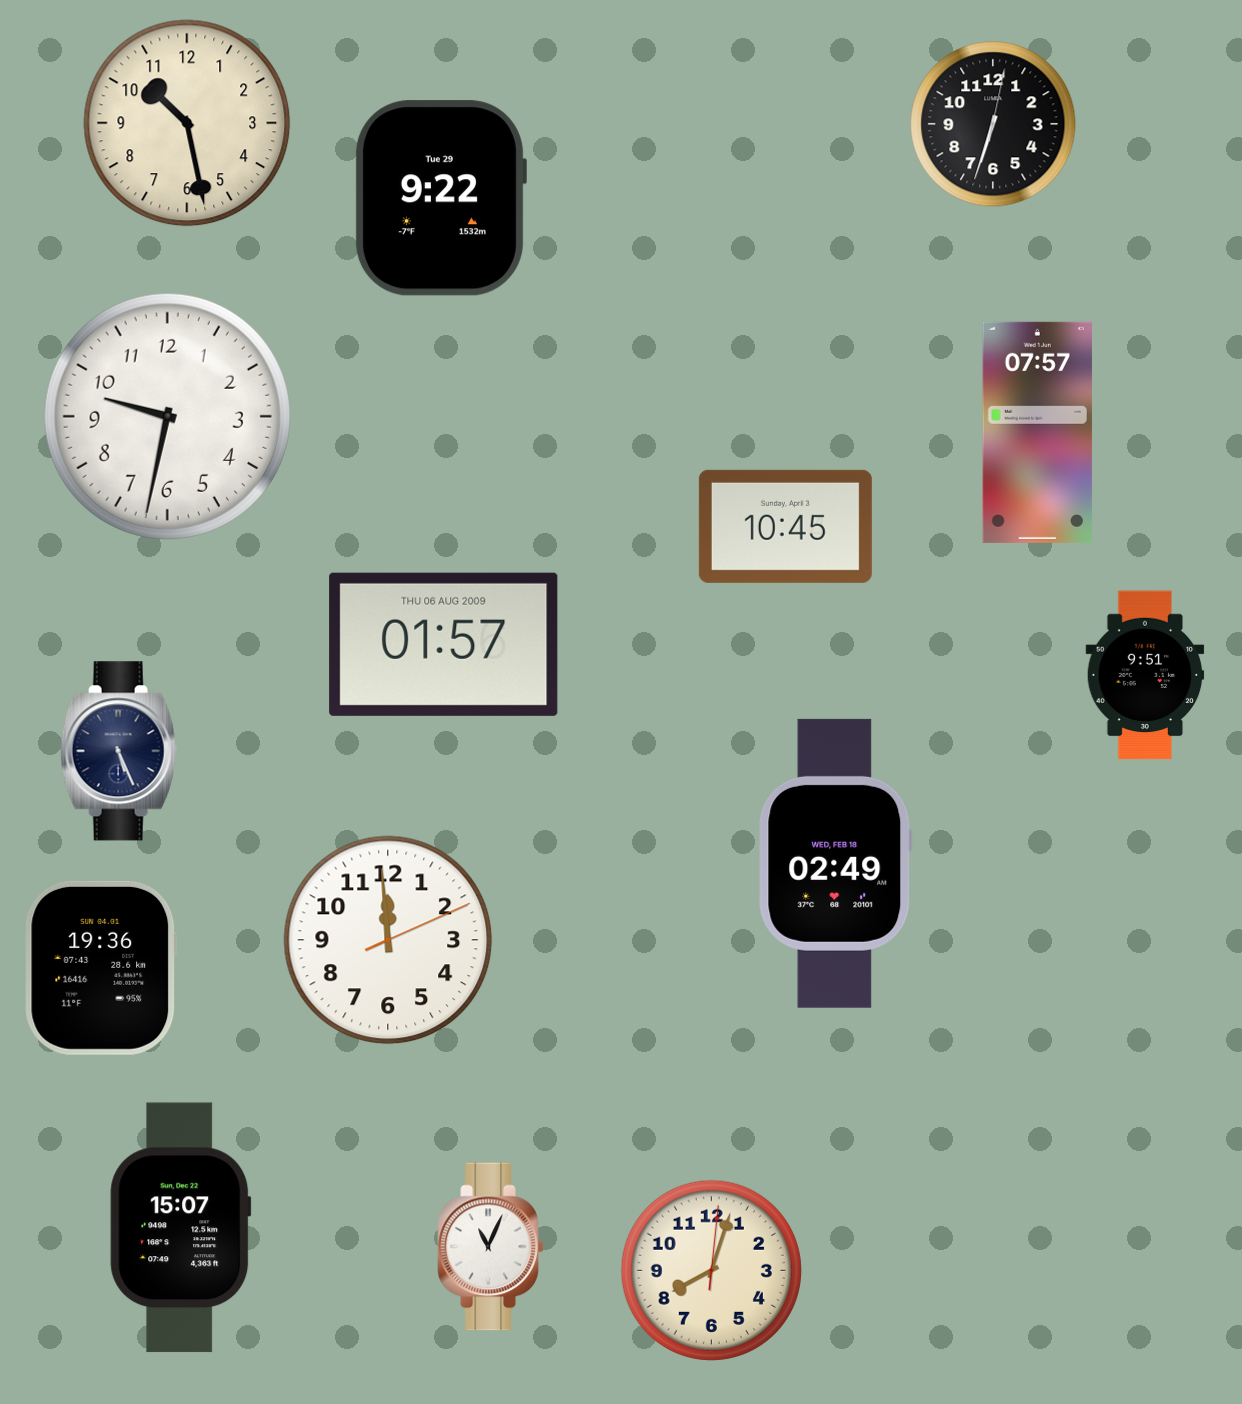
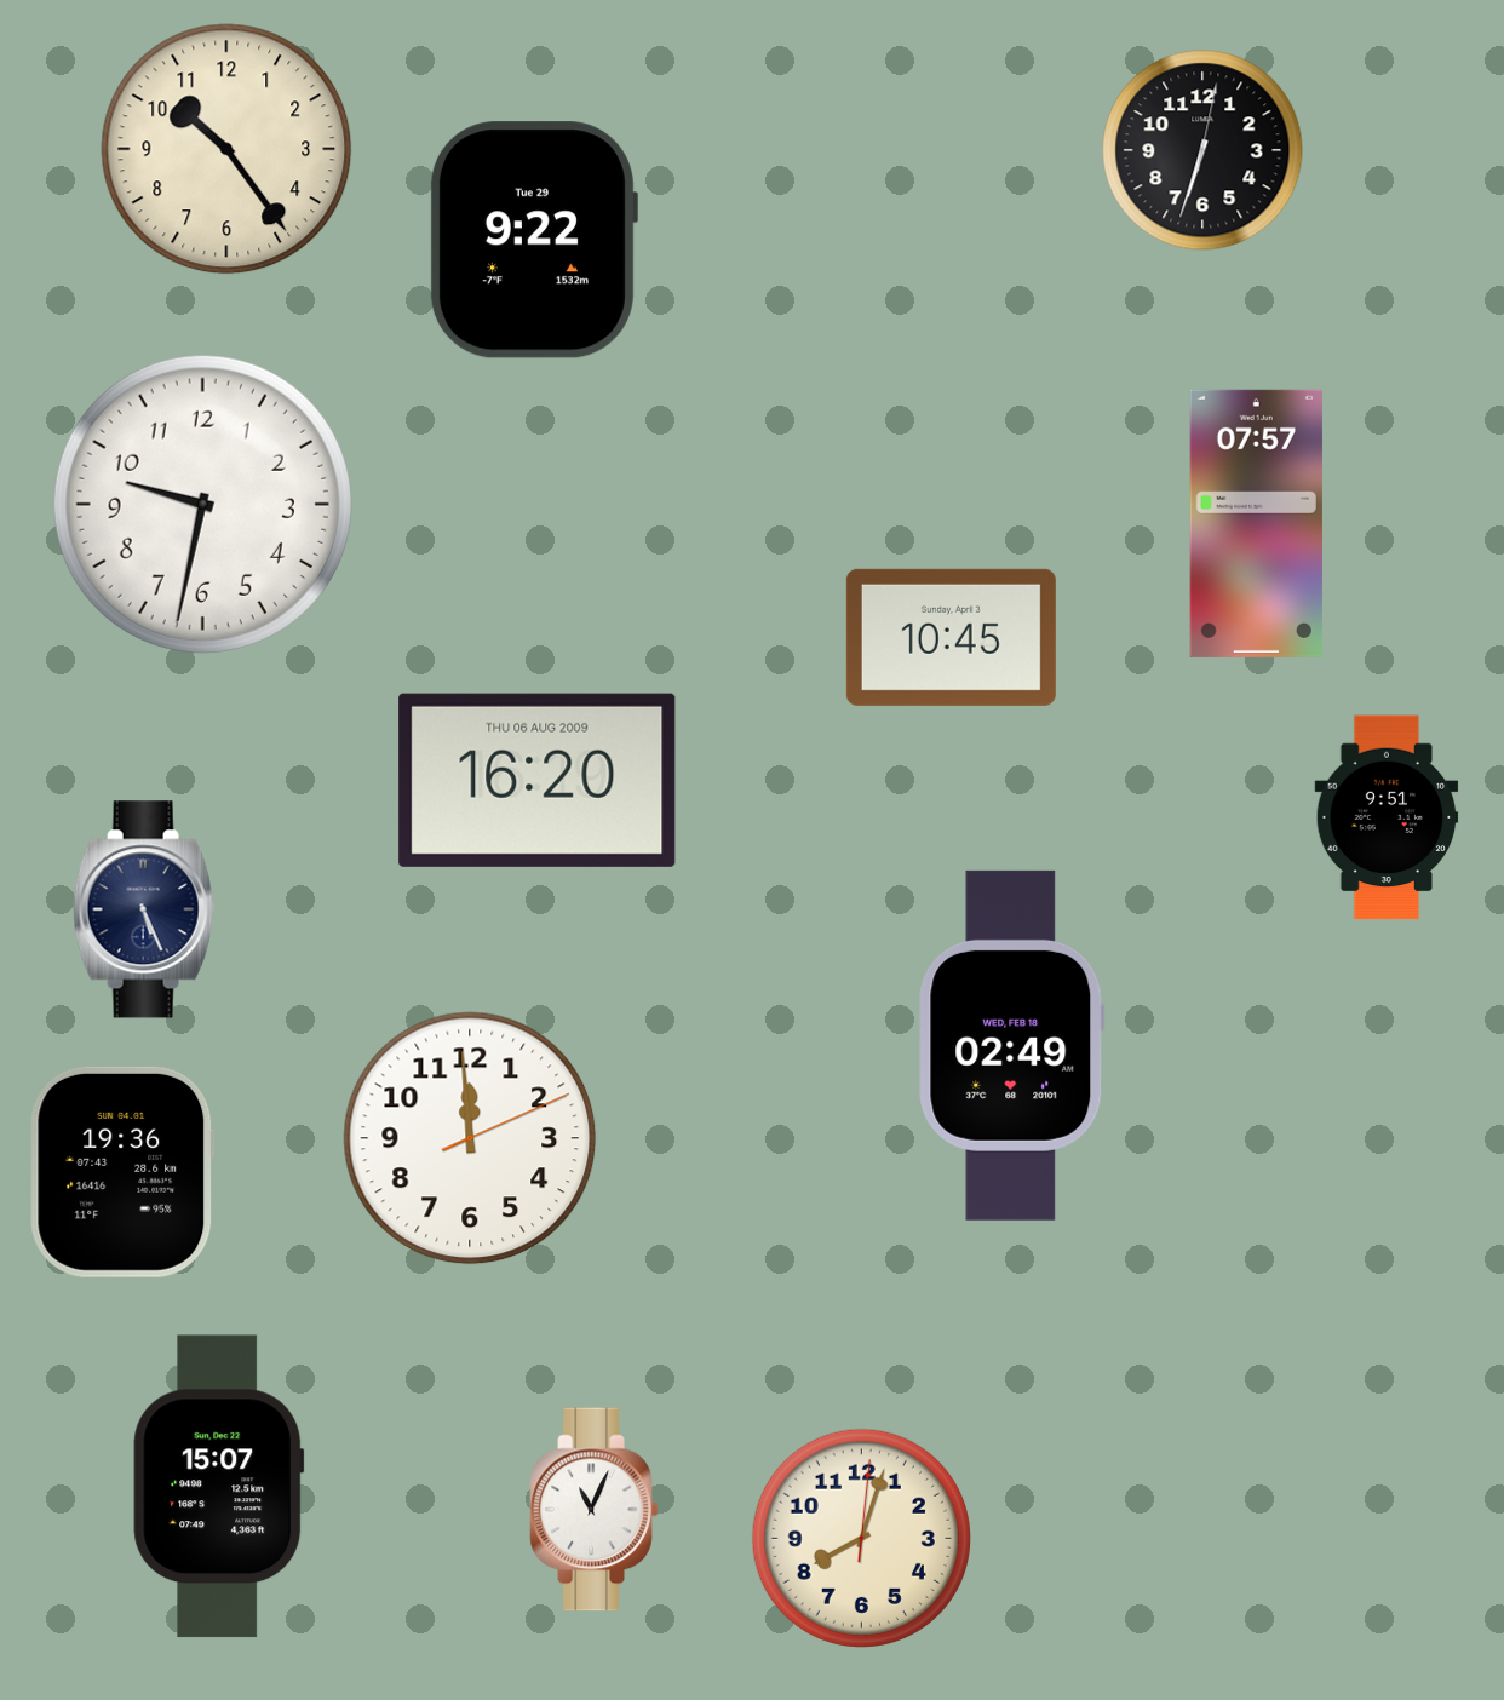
clock at (187, 123): 10:28 -> 10:24
clock at (444, 644): 01:57 -> 16:20
